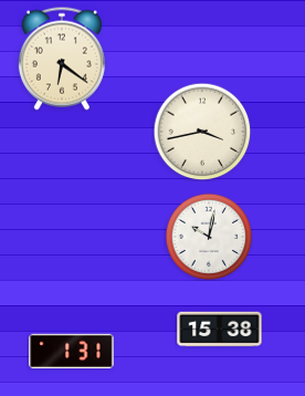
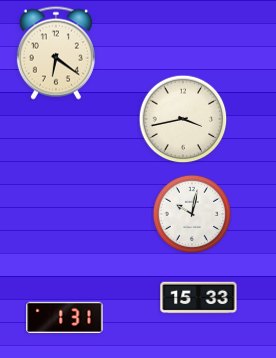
clock at (208, 236) position: (208, 236) -> (191, 213)
clock at (220, 330): 15:38 -> 15:33
